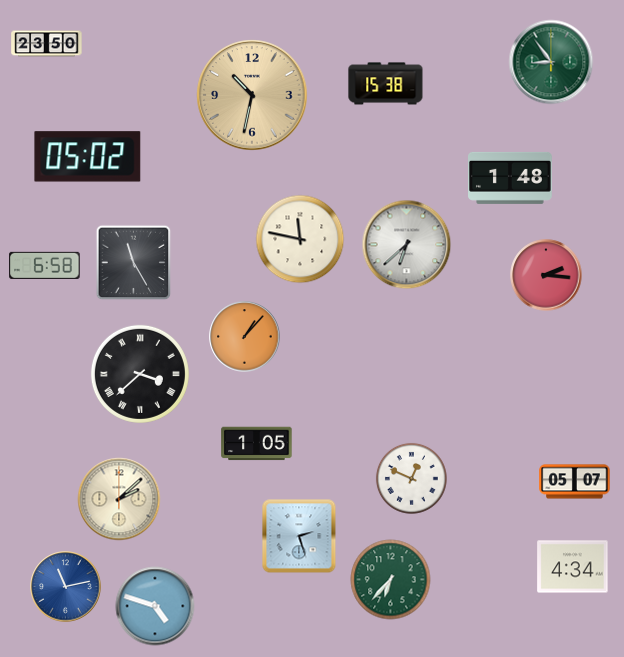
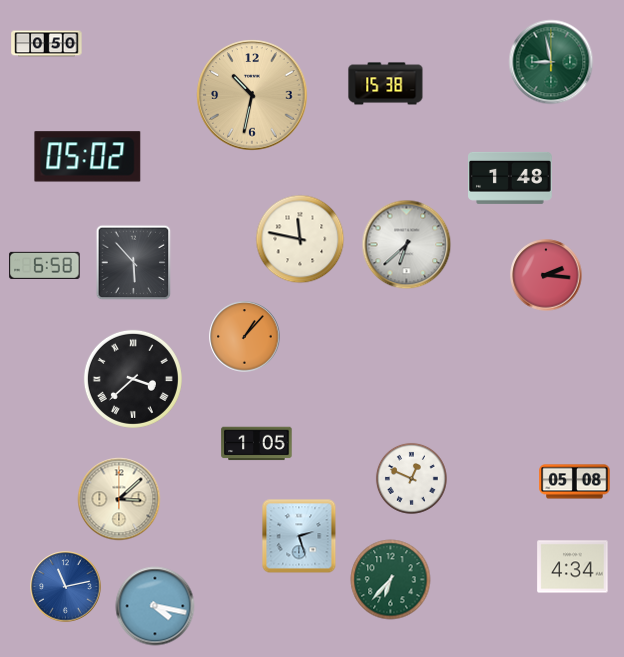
clock at (47, 44): 23:50 -> 0:50
clock at (551, 62): 8:54 -> 8:58
clock at (134, 263): 11:25 -> 5:53
clock at (140, 374) position: (140, 374) -> (133, 379)
clock at (575, 482): 05:07 -> 05:08
clock at (119, 499): 2:08 -> 3:08
clock at (155, 606): 4:48 -> 4:17
